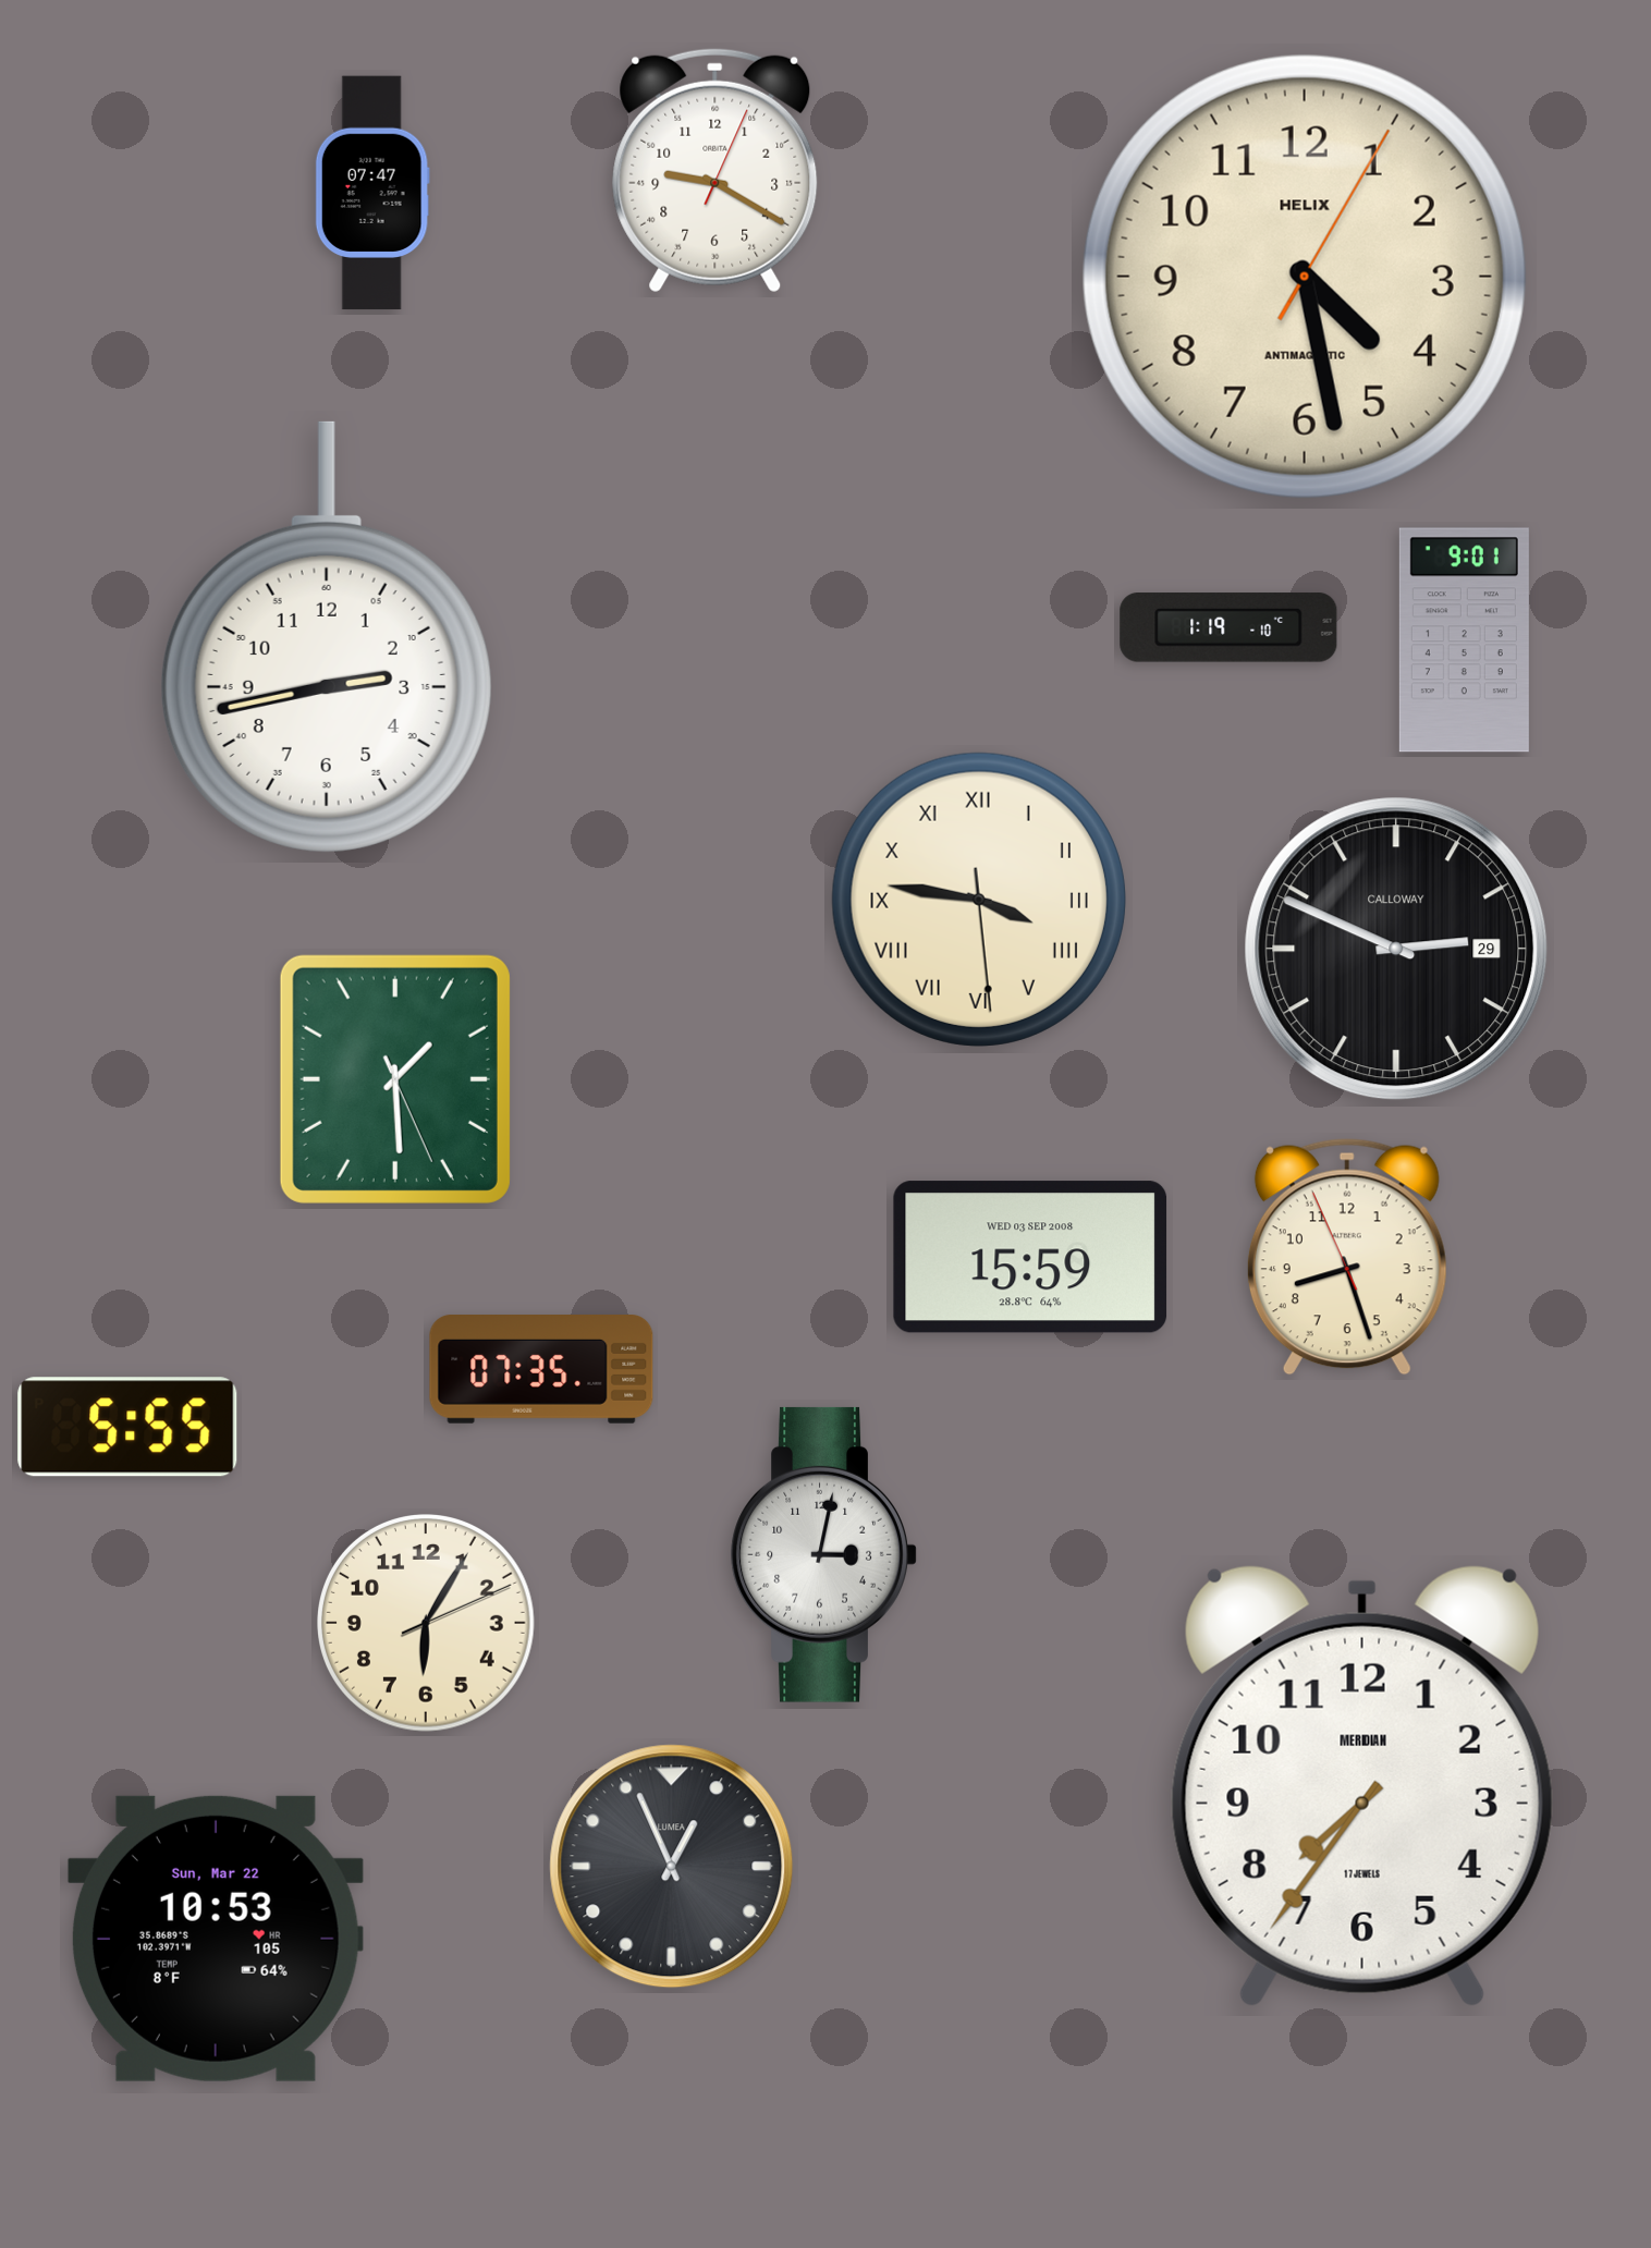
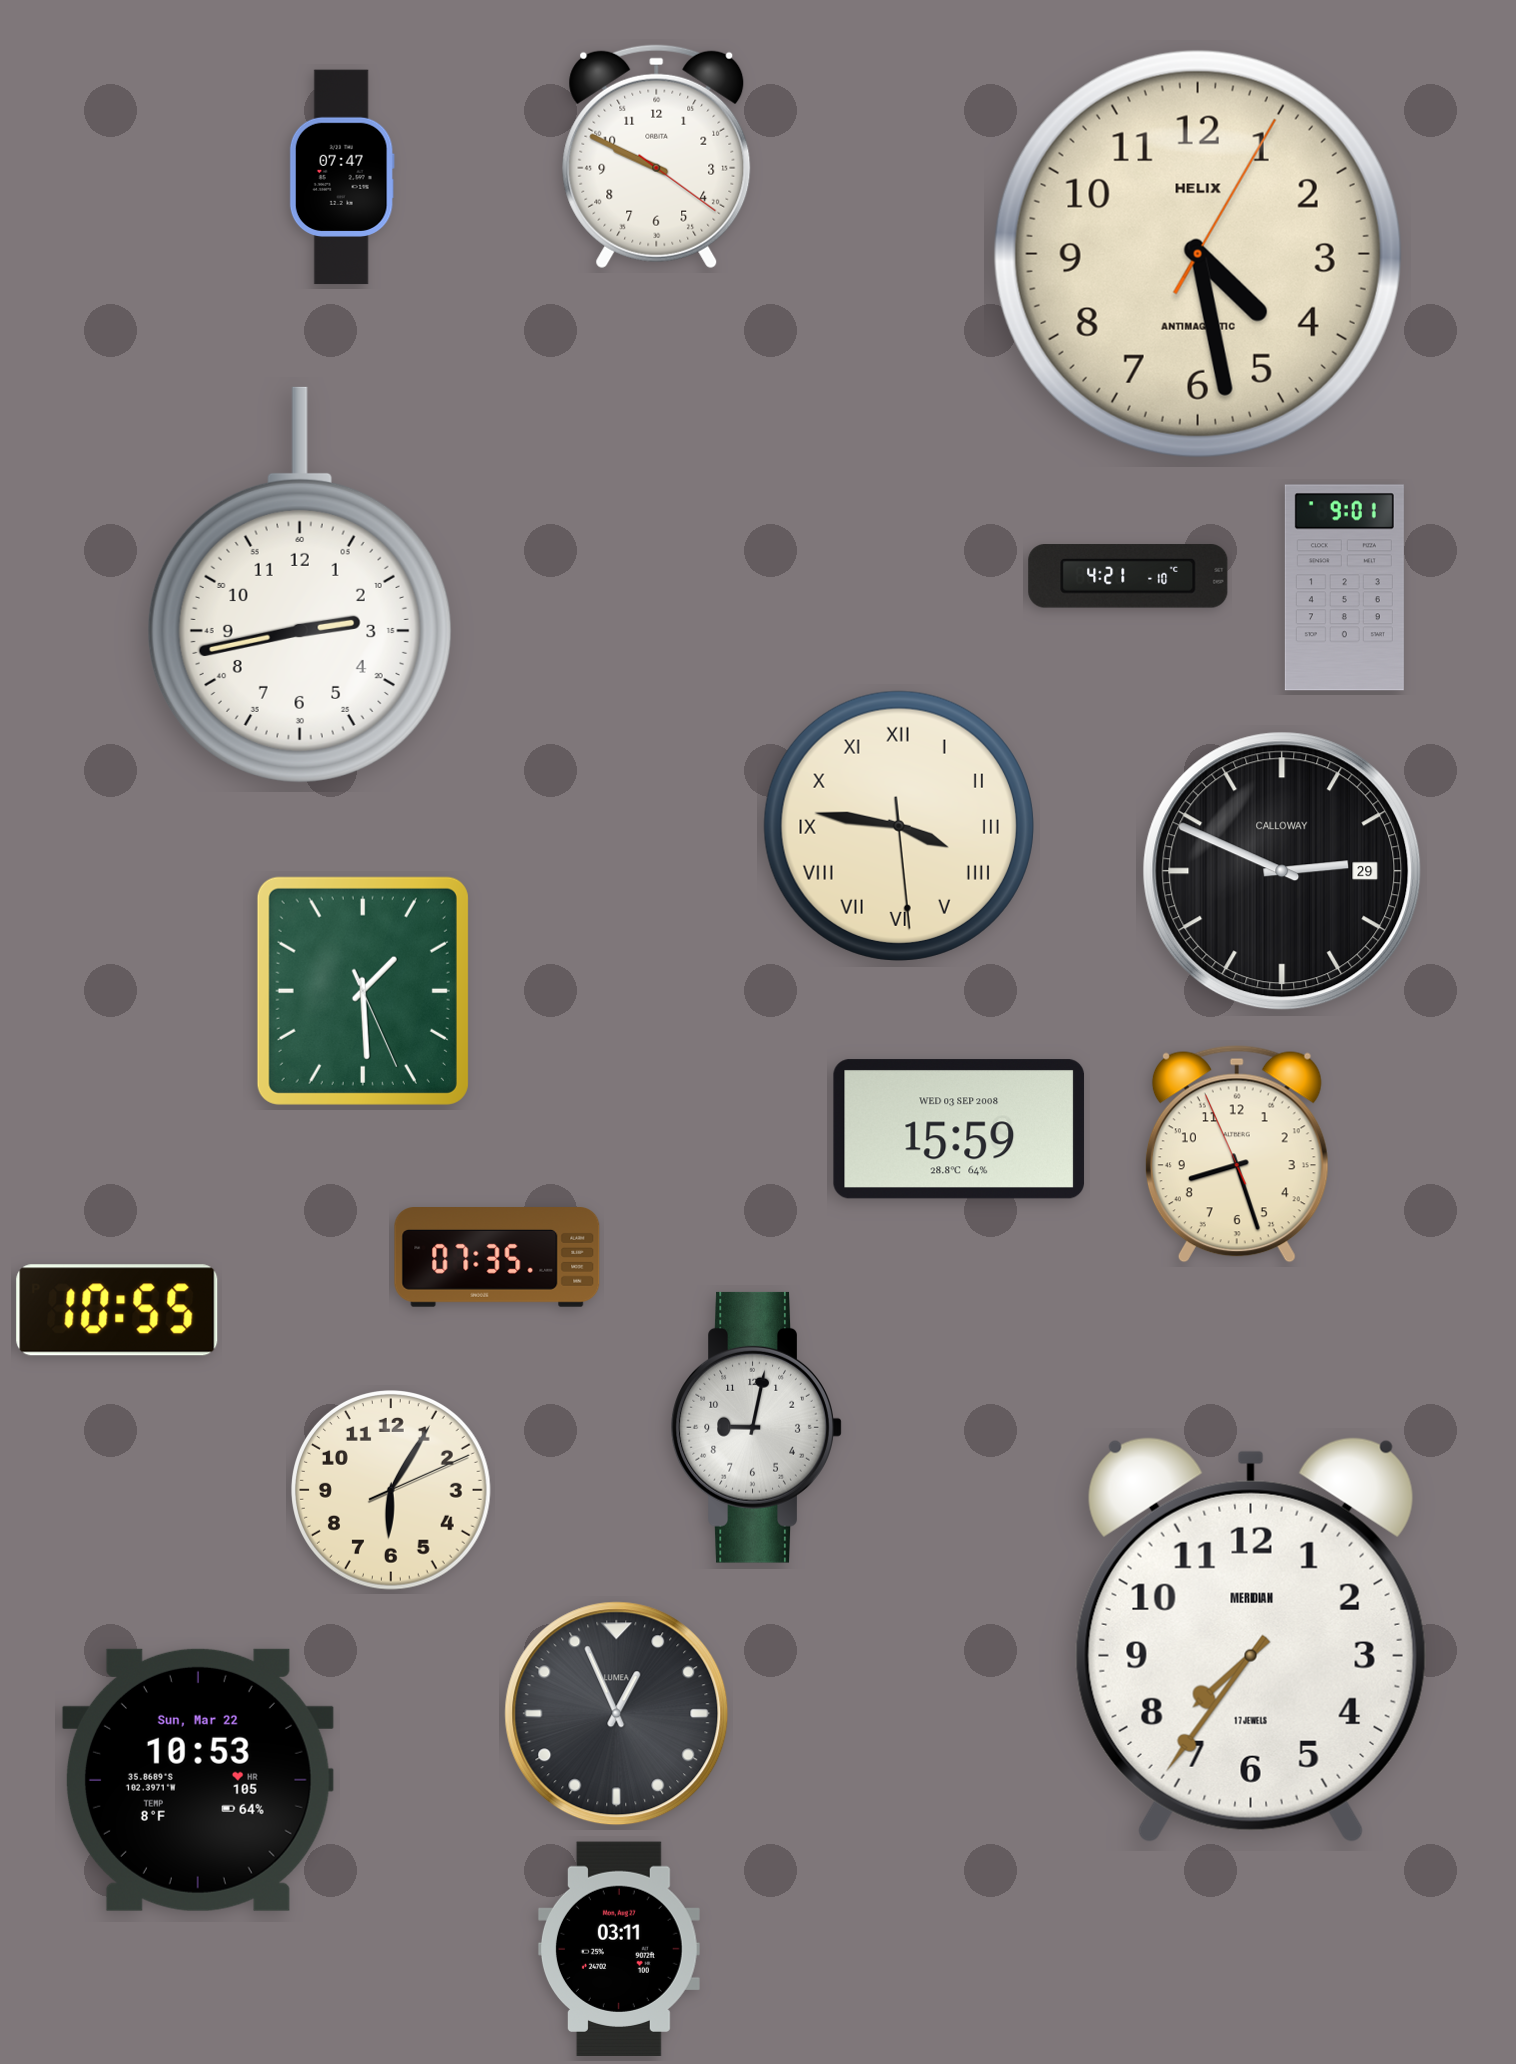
clock at (716, 171): 9:20 -> 9:49
clock at (1228, 627): 1:19 -> 4:21
clock at (1030, 1257) position: (1030, 1257) -> (959, 1129)
clock at (127, 1427): 5:55 -> 10:55
clock at (823, 1554): 3:02 -> 9:02
clock at (619, 1948): none -> 03:11
